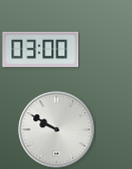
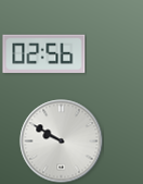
clock at (41, 49): 03:00 -> 02:56
